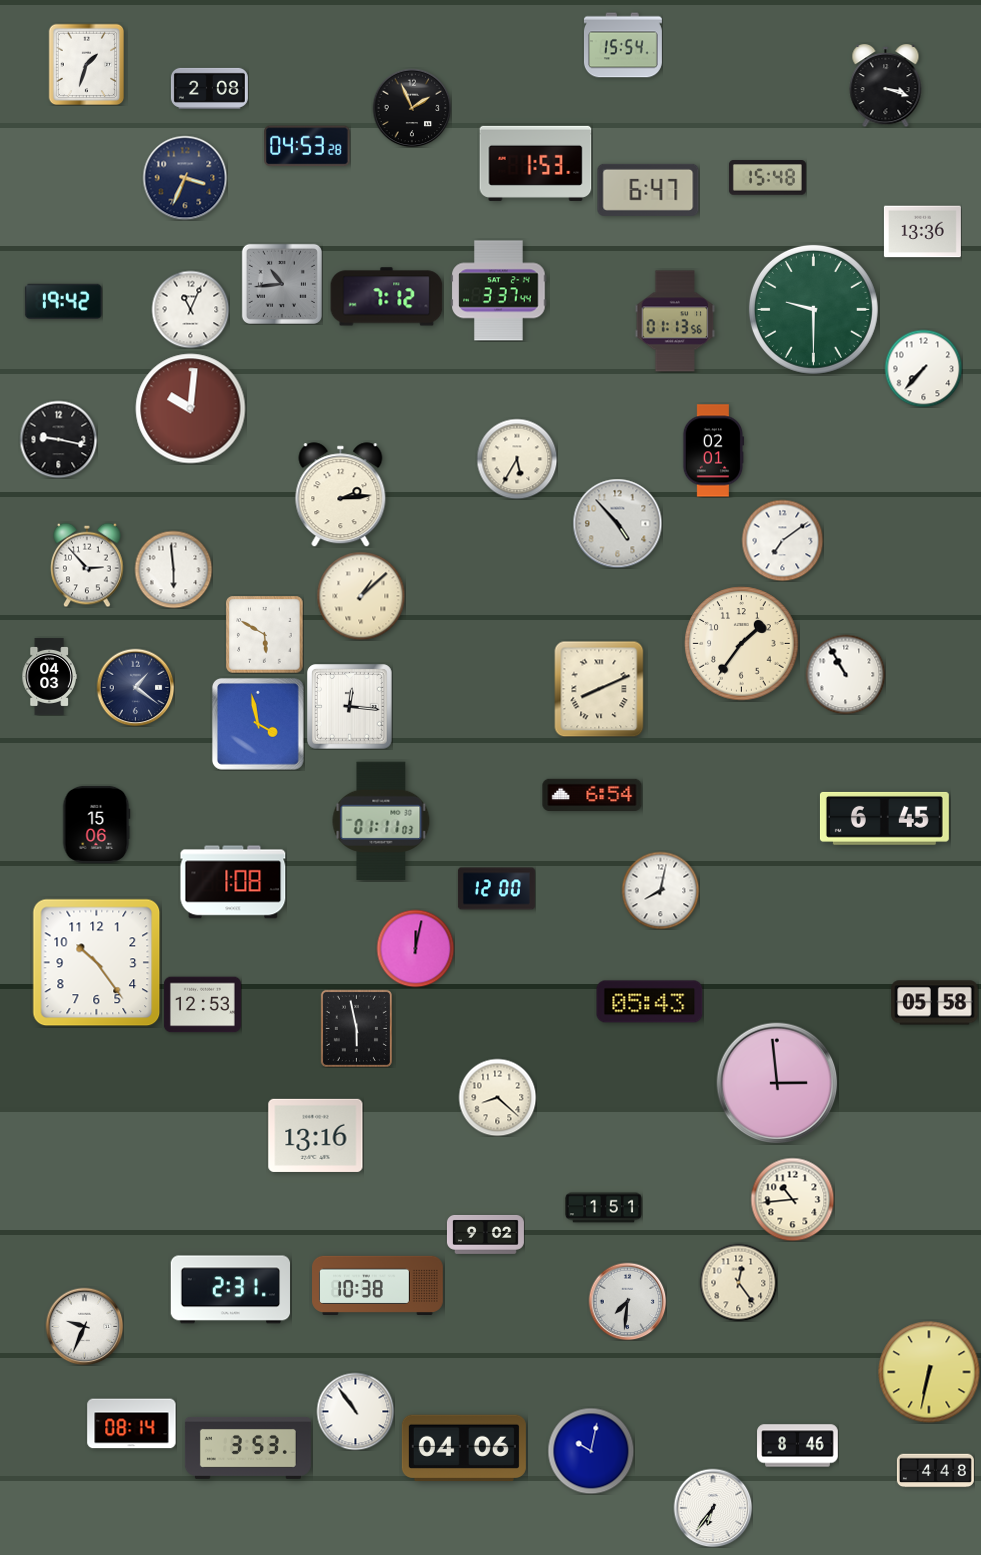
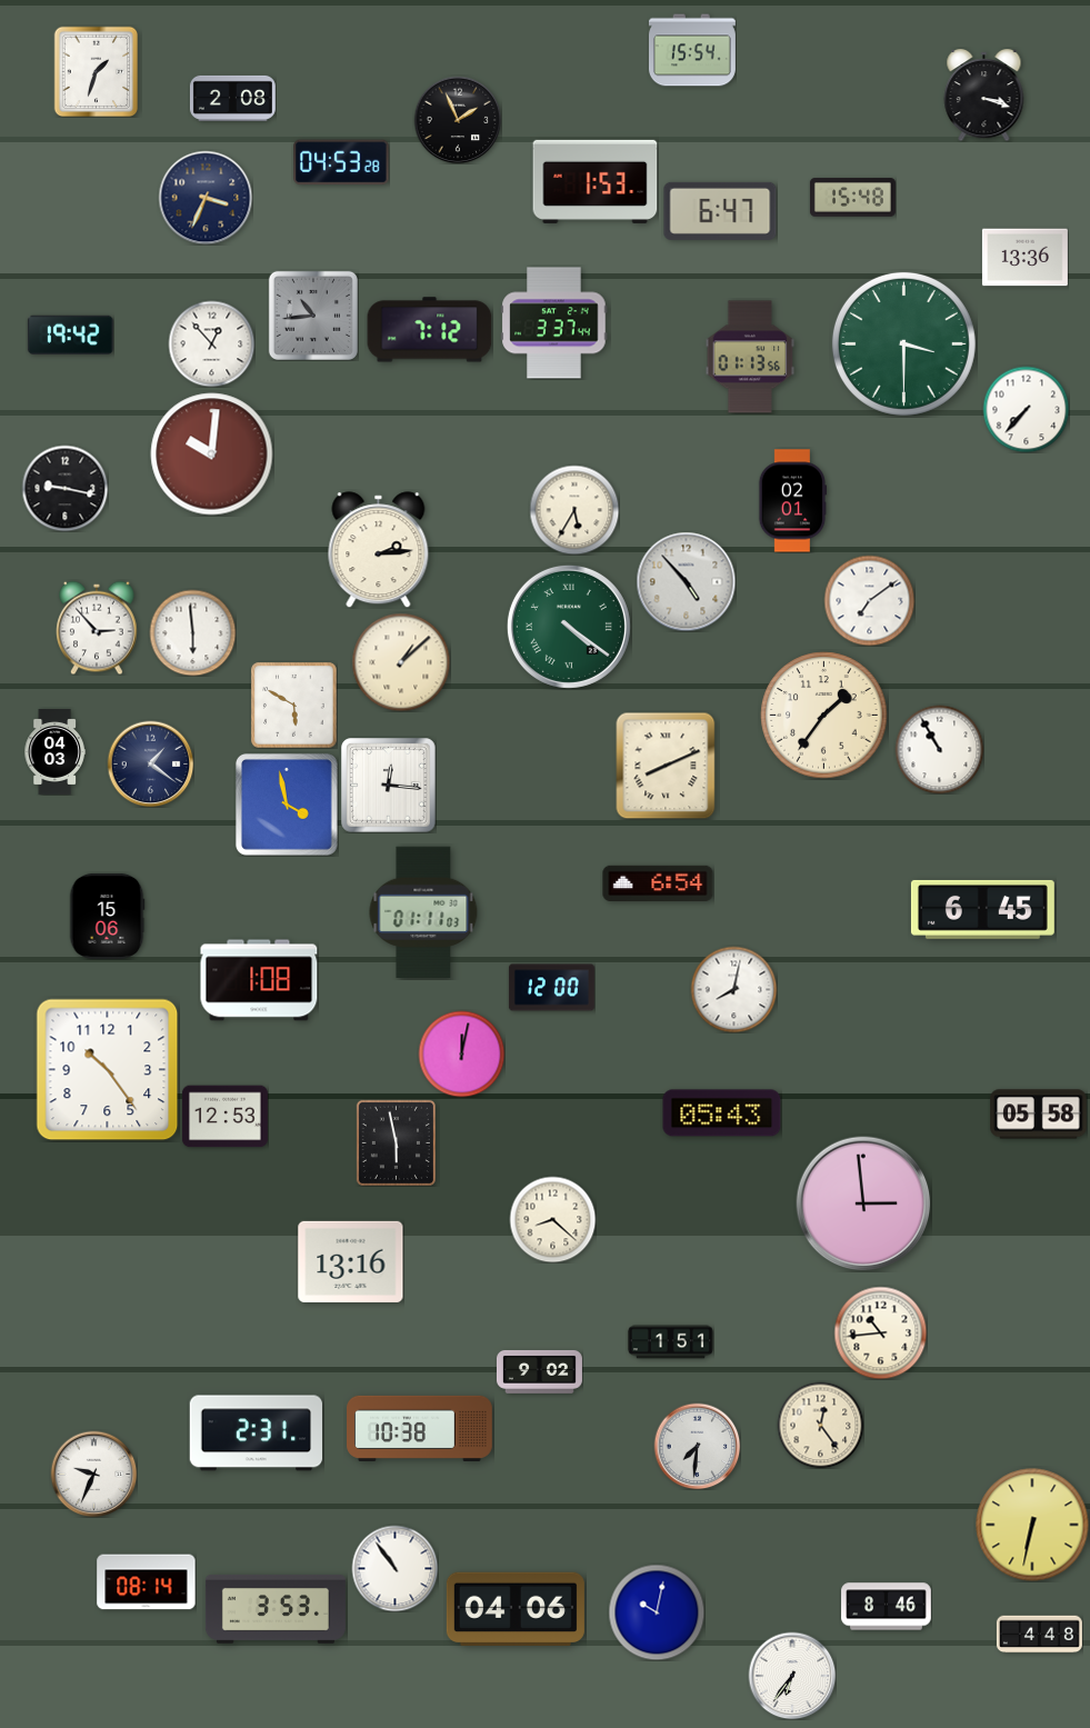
clock at (190, 309): 11:04 -> 12:53
clock at (813, 309): 9:30 -> 3:30
clock at (569, 627): none -> 4:21
